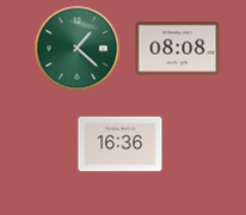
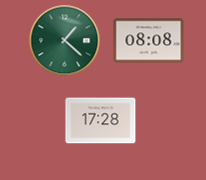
clock at (121, 145): 16:36 -> 17:28
